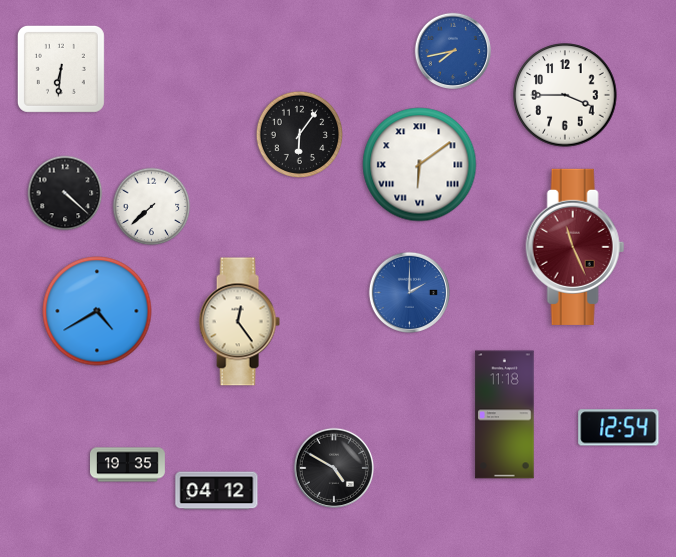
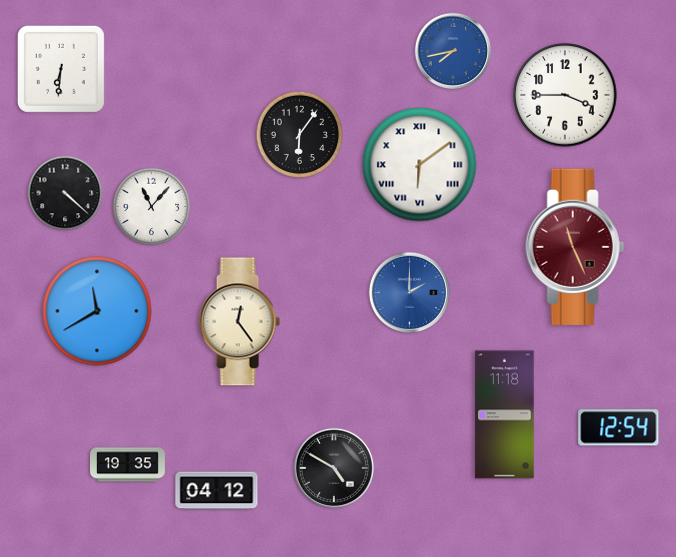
clock at (152, 207): 7:38 -> 11:07
clock at (97, 311): 4:40 -> 11:40
